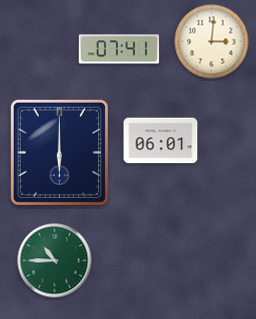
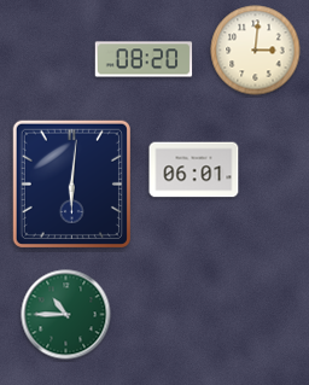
clock at (119, 49): 07:41 -> 08:20
clock at (59, 152): 6:00 -> 6:01
